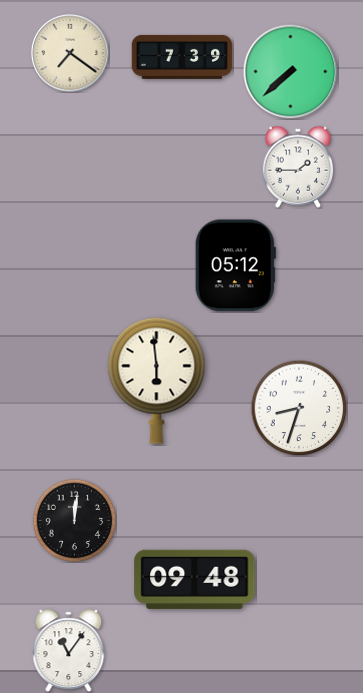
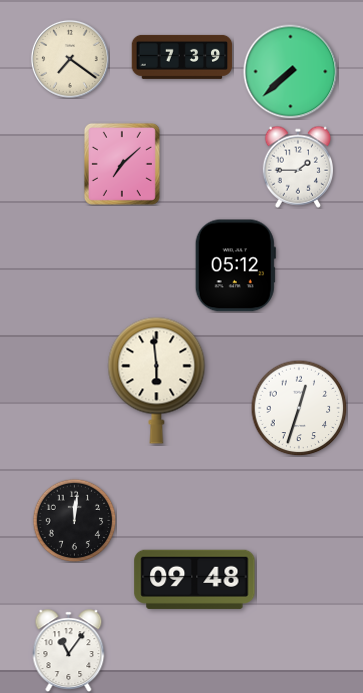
clock at (70, 53) position: (70, 53) -> (70, 59)
clock at (122, 164): none -> 7:08
clock at (299, 408): 8:33 -> 12:33
